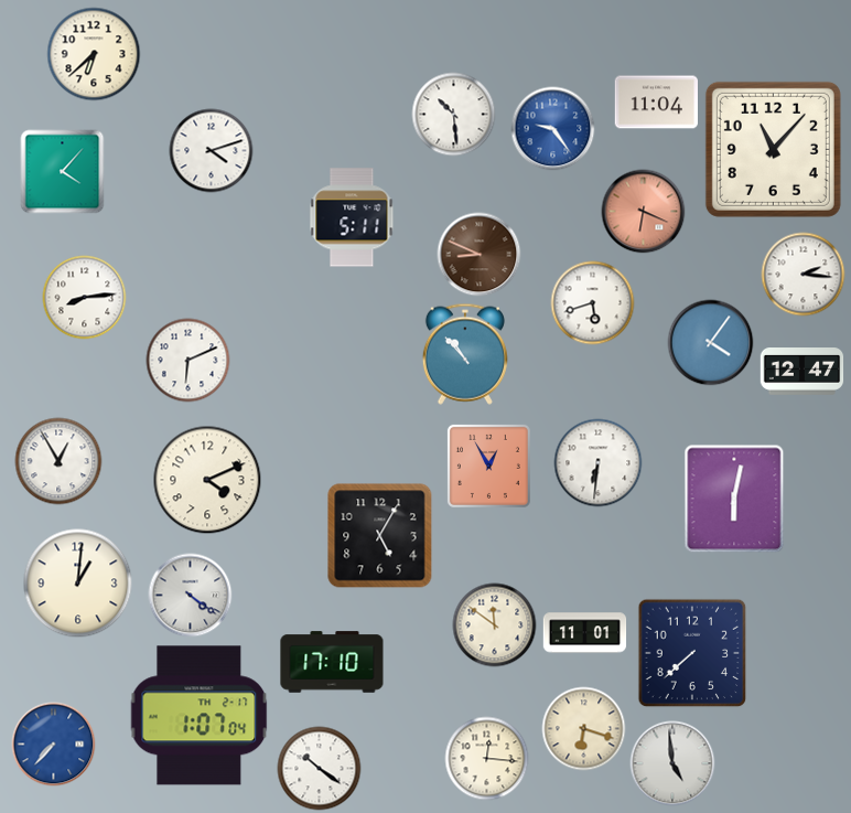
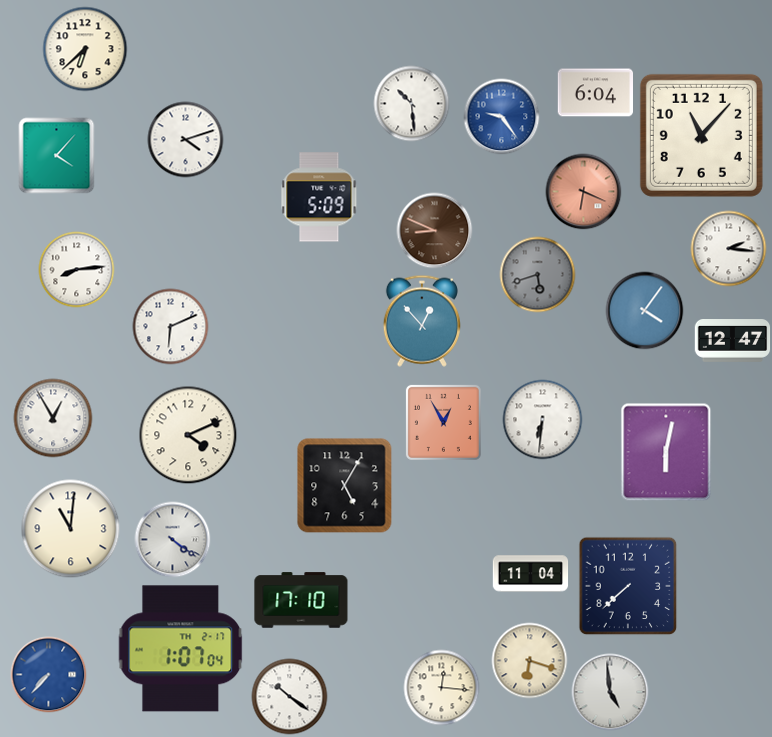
clock at (657, 103): 11:04 -> 6:04
clock at (212, 151) position: (212, 151) -> (186, 140)
clock at (352, 217): 5:11 -> 5:09
clock at (593, 303) dial: white -> grey
clock at (465, 354): 10:53 -> 12:53
clock at (802, 372) position: (802, 372) -> (733, 341)
clock at (78, 584): 1:01 -> 11:01
clock at (495, 625): 11:51 -> none
clock at (585, 633): 11:01 -> 11:04
clock at (692, 653) position: (692, 653) -> (628, 586)
